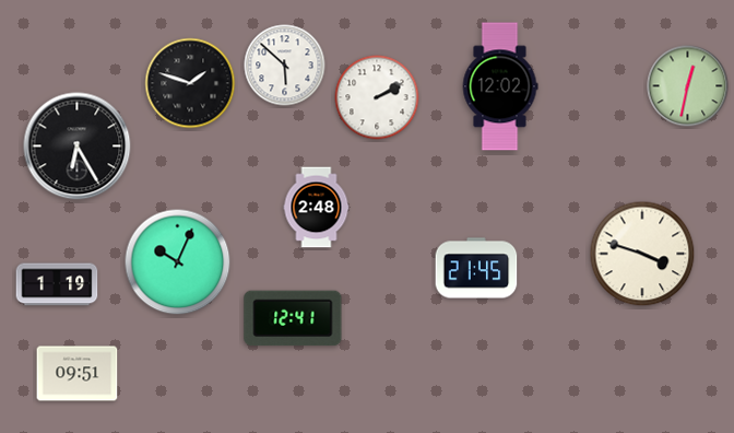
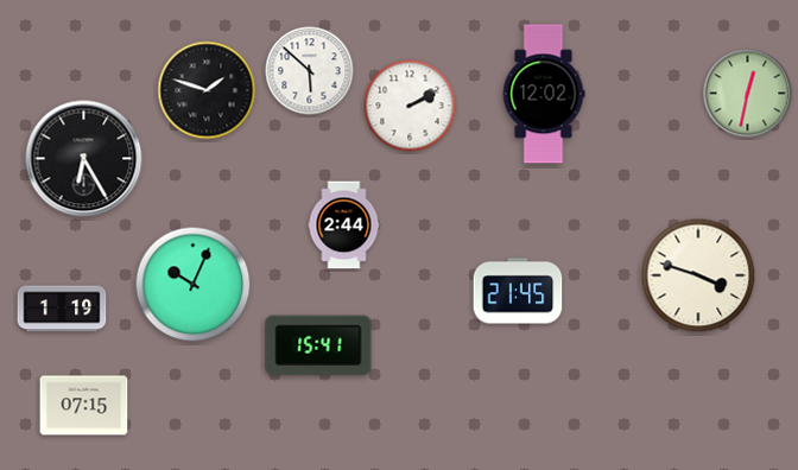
clock at (317, 208): 2:48 -> 2:44
clock at (293, 318): 12:41 -> 15:41
clock at (78, 374): 09:51 -> 07:15
